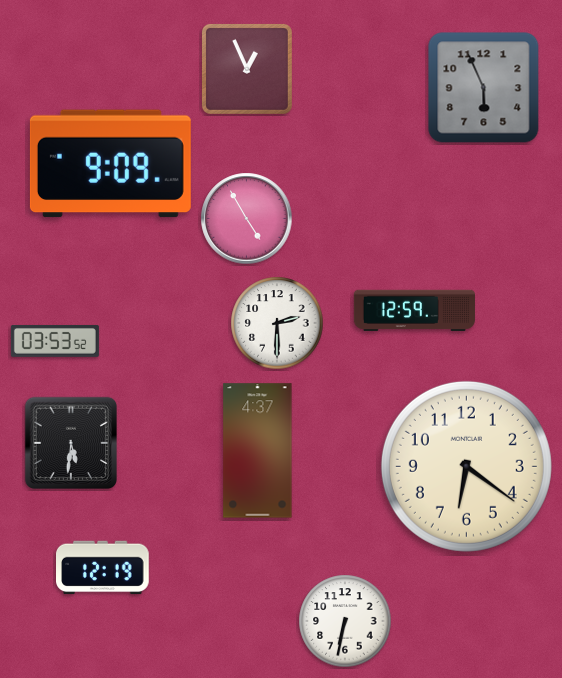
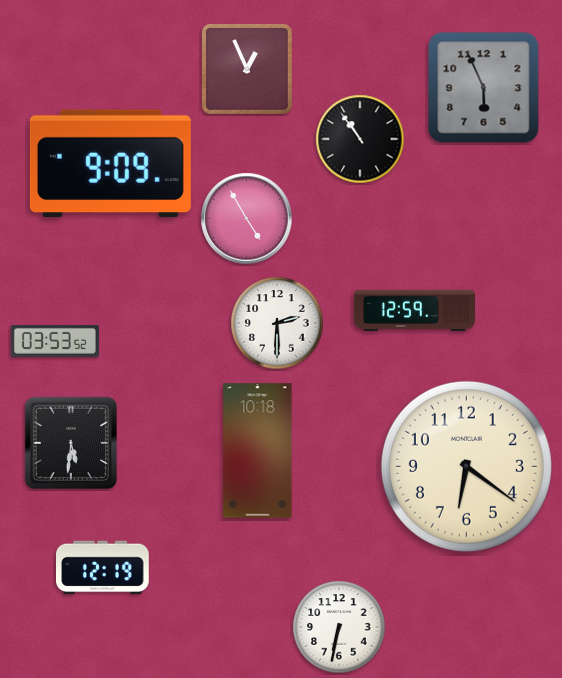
clock at (360, 139): none -> 10:54
clock at (258, 451): 4:37 -> 10:18
clock at (345, 621) position: (345, 621) -> (339, 627)
